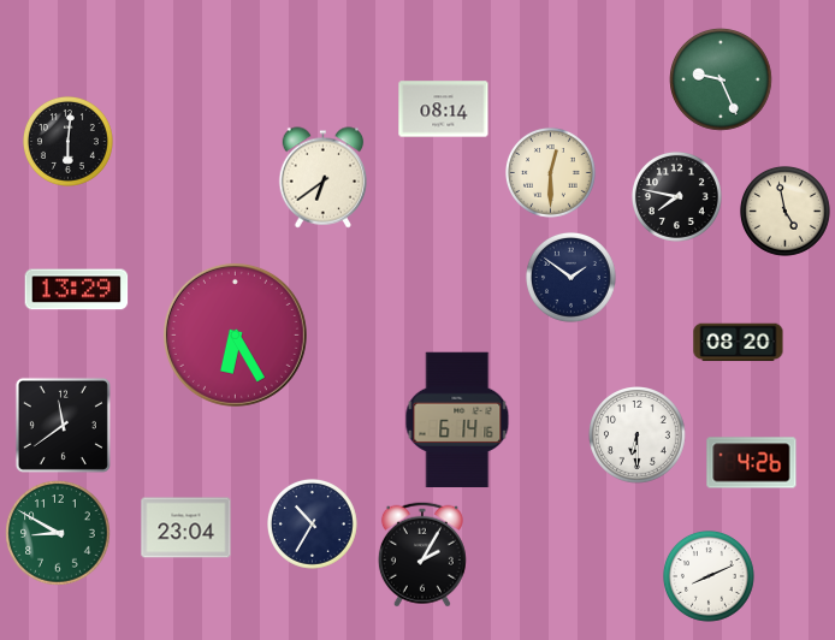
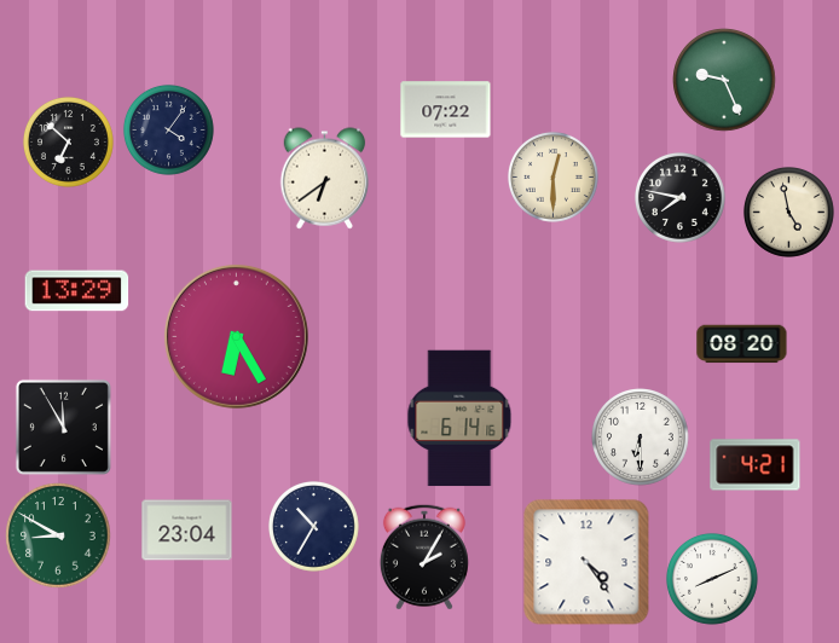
clock at (444, 109): 08:14 -> 07:22
clock at (168, 129): none -> 4:06
clock at (67, 141): 6:01 -> 6:52
clock at (550, 172) position: (550, 172) -> (552, 176)
clock at (570, 277): 1:51 -> none
clock at (457, 420) position: (457, 420) -> (459, 418)
clock at (63, 425): 11:39 -> 11:55
clock at (752, 463): 4:26 -> 4:21
clock at (586, 562): none -> 4:24
